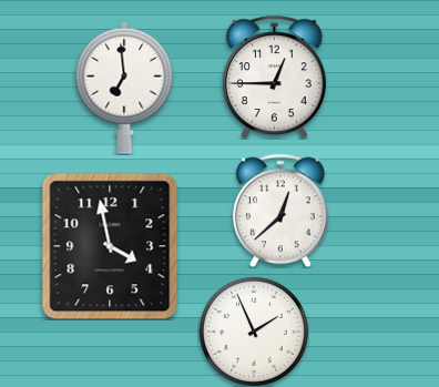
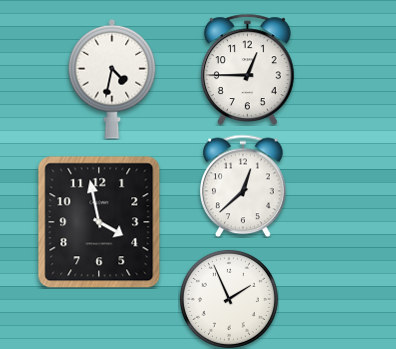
clock at (124, 88): 6:59 -> 4:32
clock at (280, 211) position: (280, 211) -> (243, 186)
